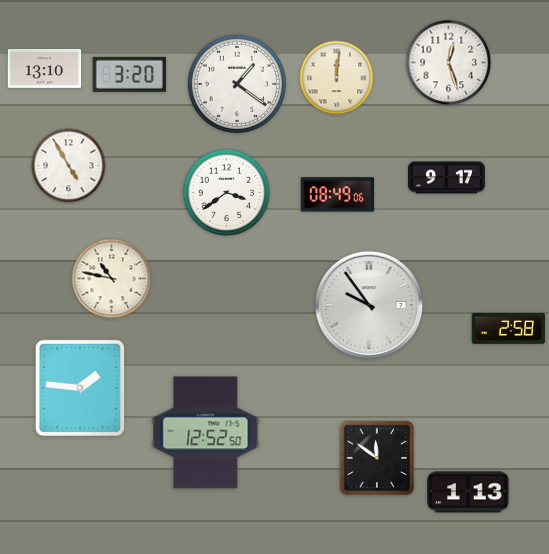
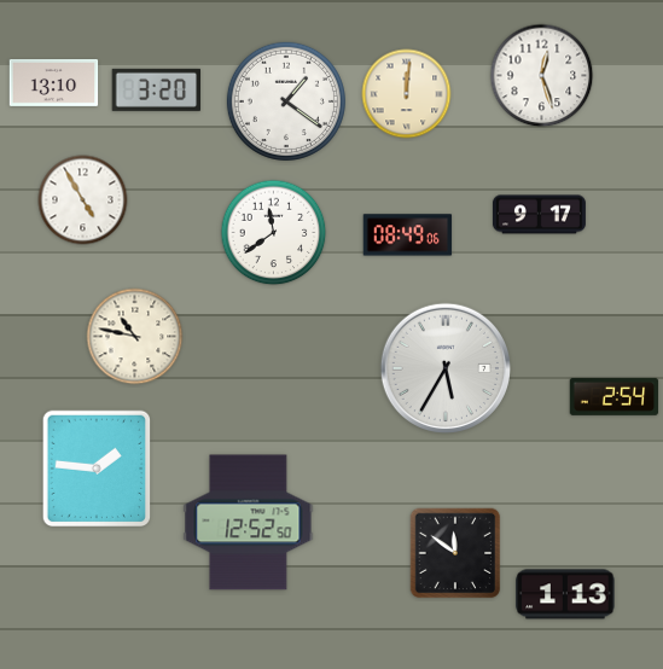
clock at (227, 193): 3:39 -> 11:39
clock at (368, 304): 9:54 -> 5:35
clock at (509, 328): 2:58 -> 2:54
